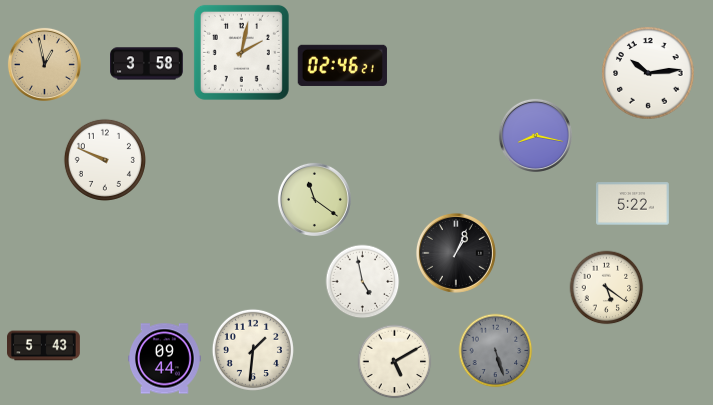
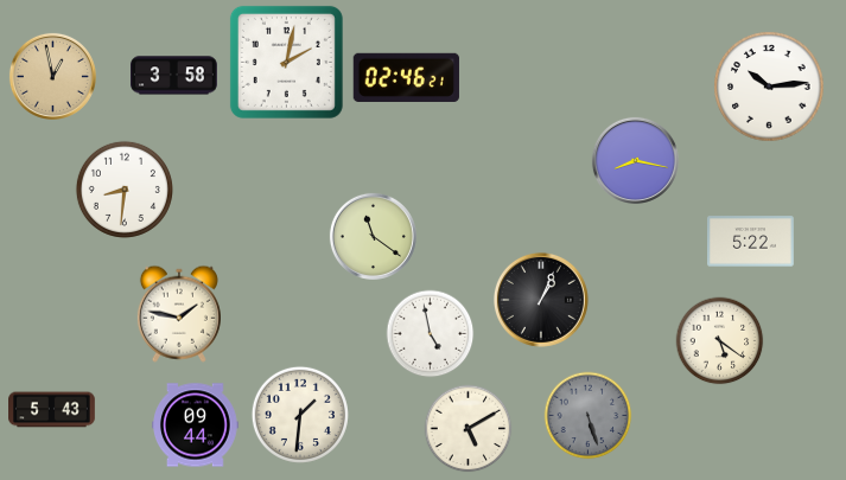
clock at (105, 160): 9:49 -> 8:31
clock at (179, 314): none -> 1:47
